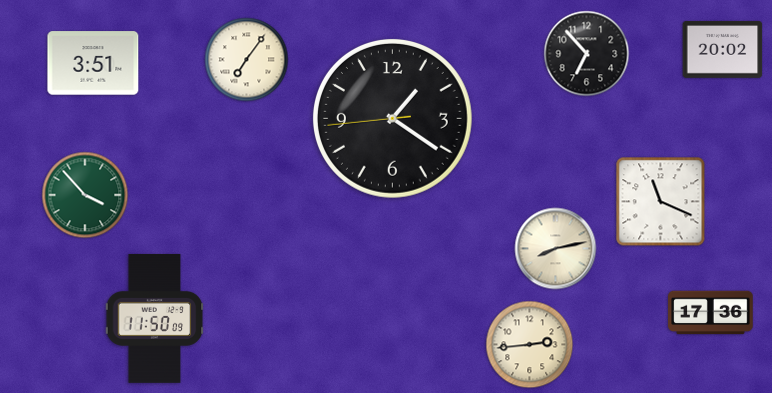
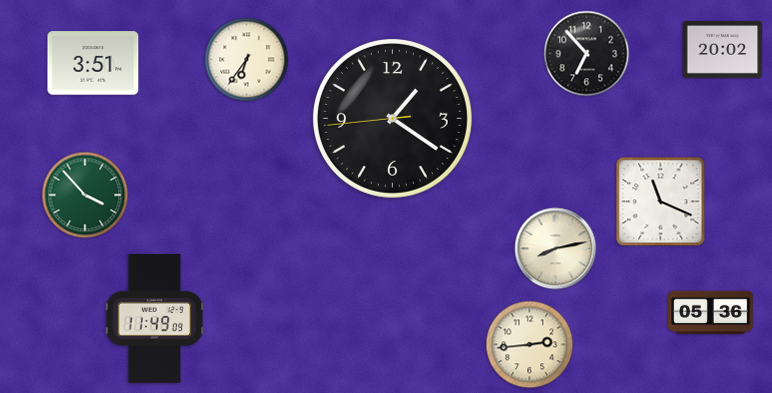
clock at (247, 60): 7:06 -> 6:36
clock at (711, 313): 17:36 -> 05:36
clock at (155, 319): 11:50 -> 11:49
